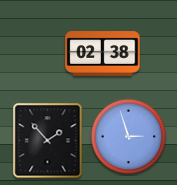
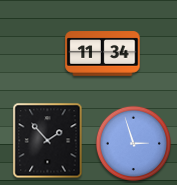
clock at (103, 54): 02:38 -> 11:34
clock at (128, 136) position: (128, 136) -> (133, 143)
